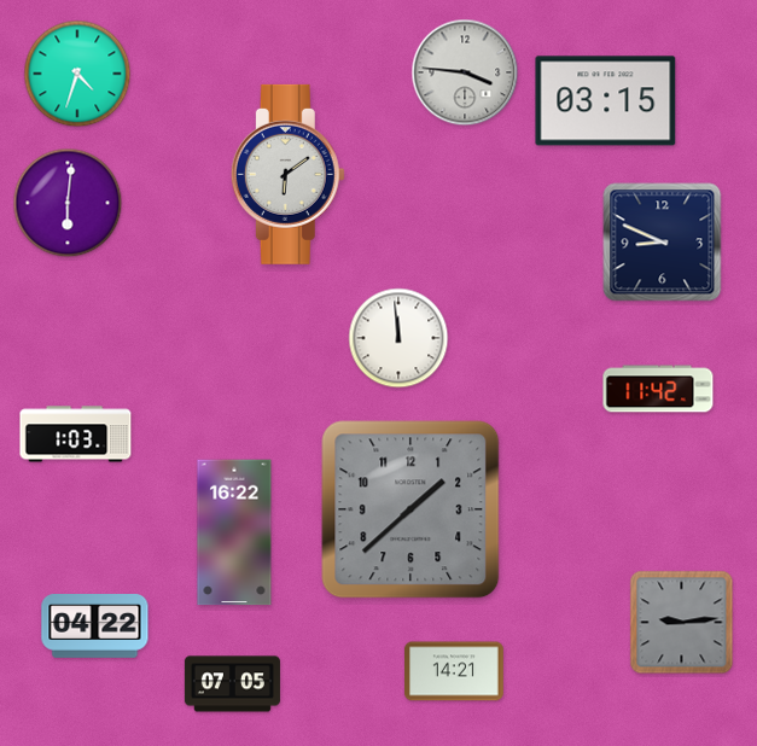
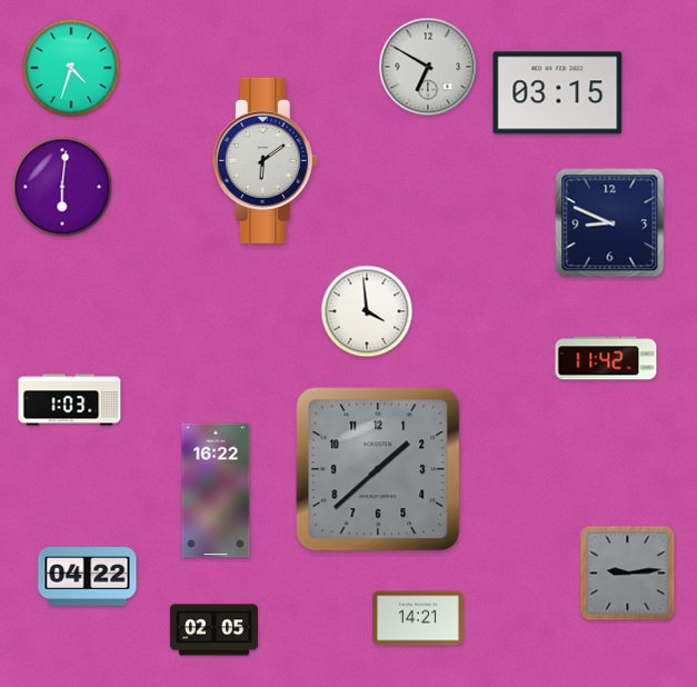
clock at (465, 72): 3:46 -> 6:50
clock at (398, 338): 11:59 -> 3:59
clock at (232, 684): 07:05 -> 02:05
